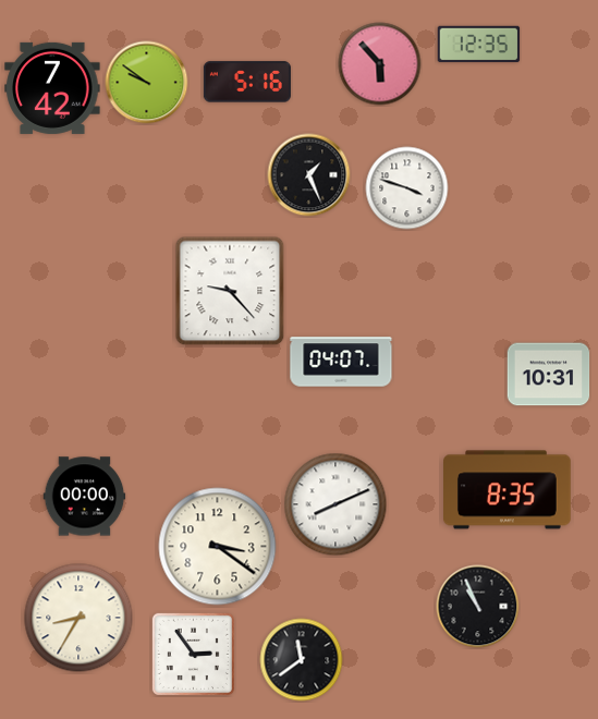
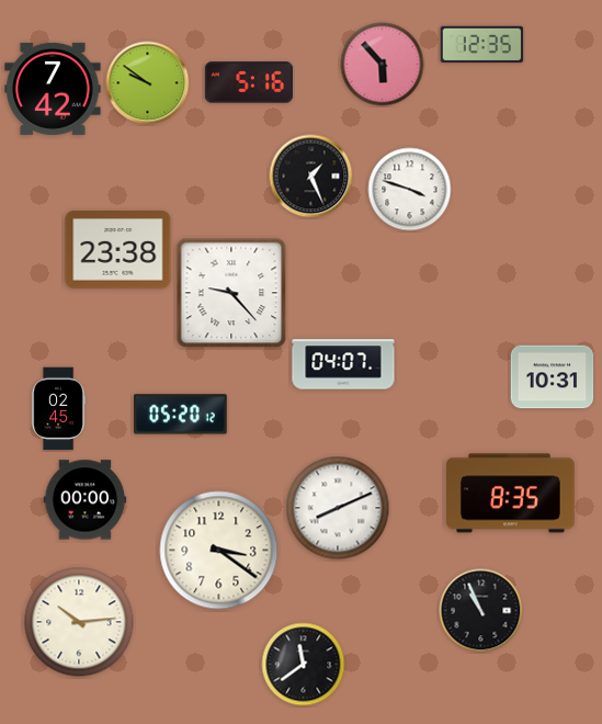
clock at (118, 250): none -> 23:38
clock at (58, 409): none -> 02:45
clock at (181, 415): none -> 05:20
clock at (78, 618): 8:35 -> 10:14
clock at (193, 654): 2:54 -> none
